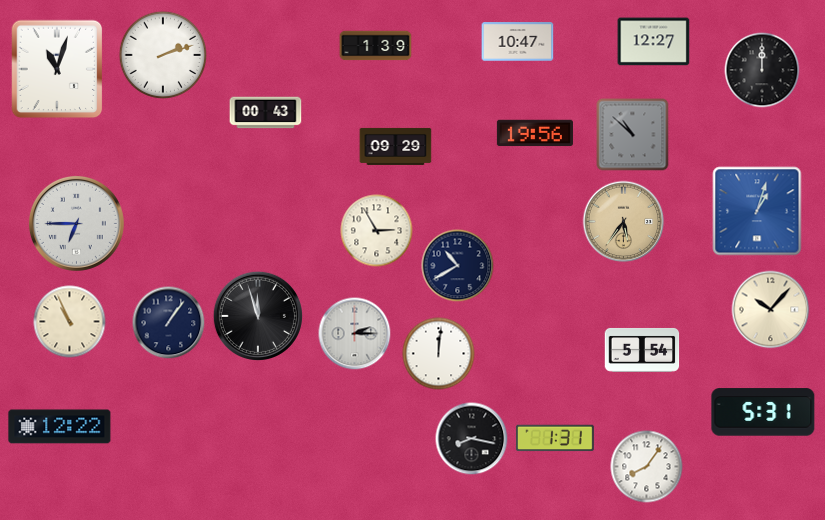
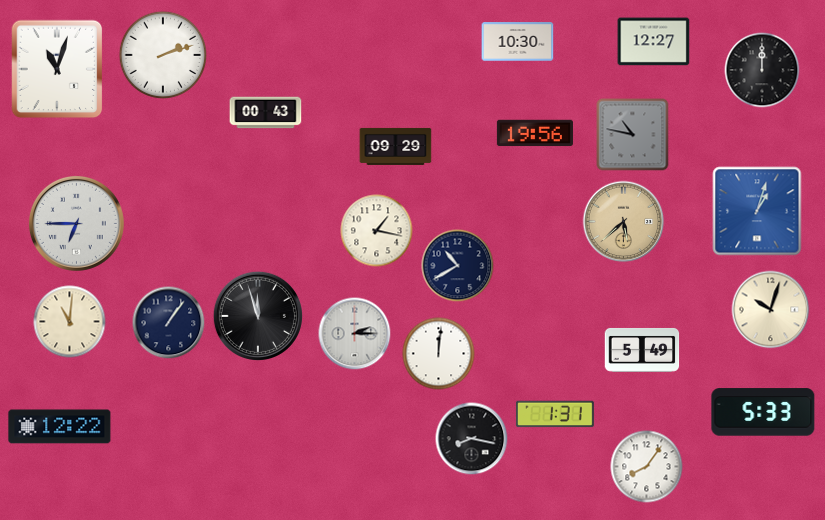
clock at (518, 42): 10:47 -> 10:30
clock at (376, 46): 1:39 -> none
clock at (633, 135): 10:52 -> 10:47
clock at (624, 222): 5:36 -> 5:38
clock at (377, 231): 2:55 -> 1:17
clock at (771, 310): 10:07 -> 10:03
clock at (70, 322): 10:56 -> 11:01
clock at (642, 350): 5:54 -> 5:49
clock at (763, 412): 5:31 -> 5:33
clock at (555, 438) position: (555, 438) -> (555, 414)
